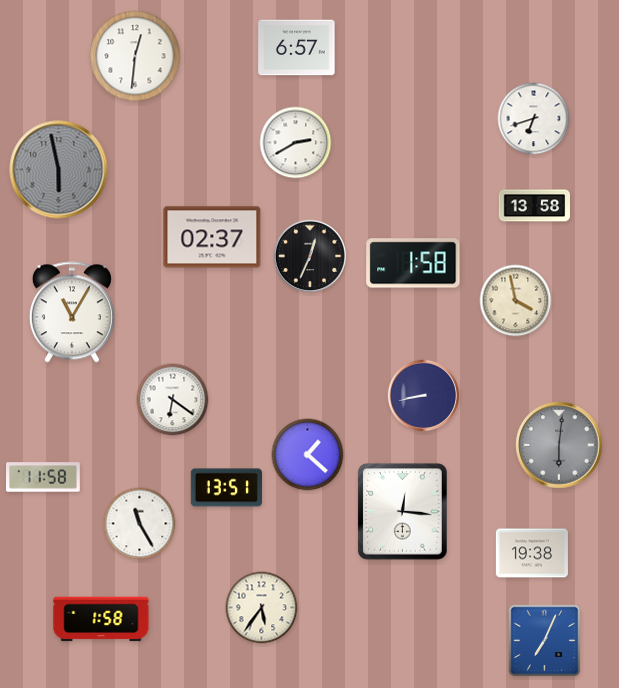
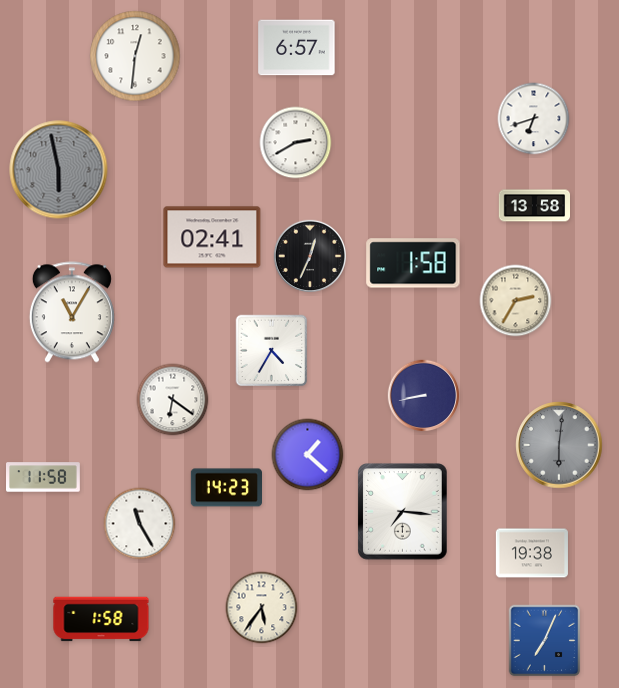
clock at (212, 237): 02:37 -> 02:41
clock at (516, 301): 3:58 -> 2:35
clock at (272, 351): none -> 4:35
clock at (226, 488): 13:51 -> 14:23
clock at (403, 512): 12:16 -> 7:16
